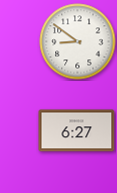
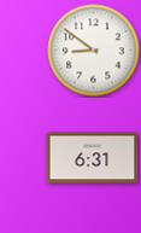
clock at (77, 131): 6:27 -> 6:31
